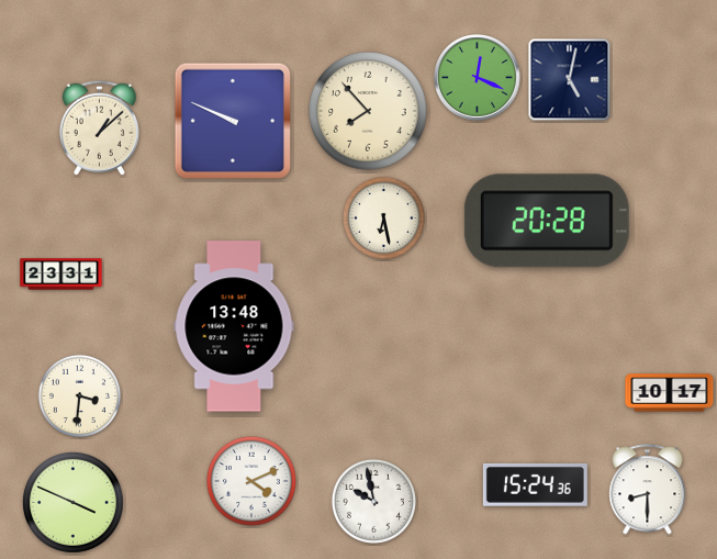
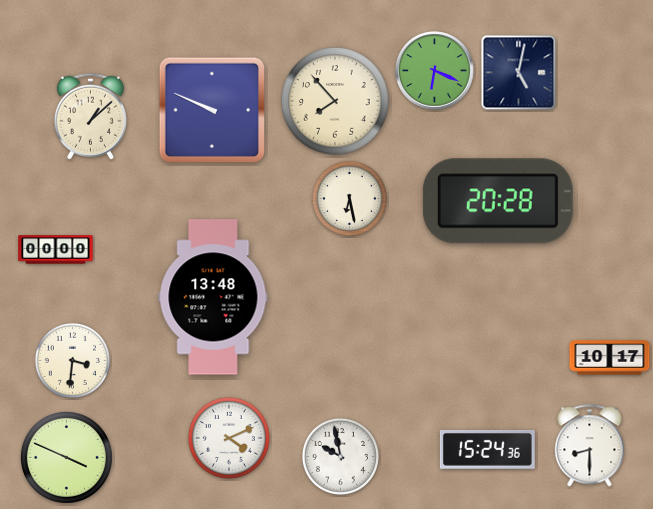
clock at (478, 78): 12:19 -> 6:19
clock at (61, 275): 23:31 -> 00:00
clock at (535, 485) position: (535, 485) -> (487, 450)
